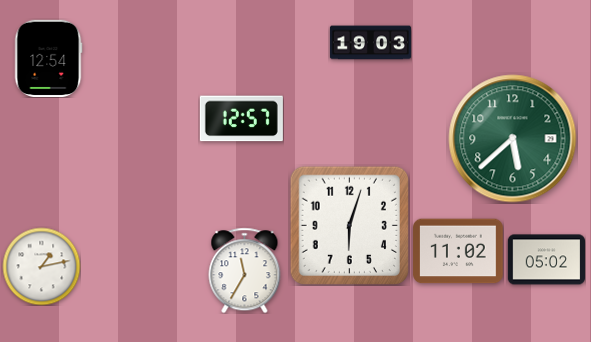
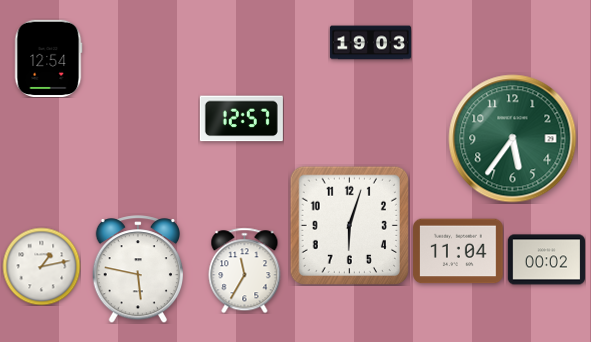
clock at (513, 139): 5:38 -> 5:36
clock at (458, 251): 11:02 -> 11:04
clock at (546, 260): 05:02 -> 00:02
clock at (137, 269): none -> 5:47
